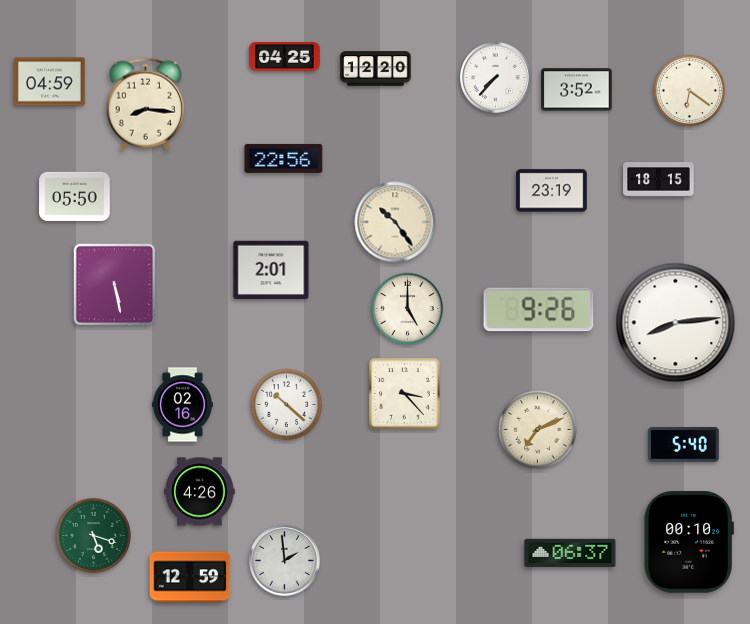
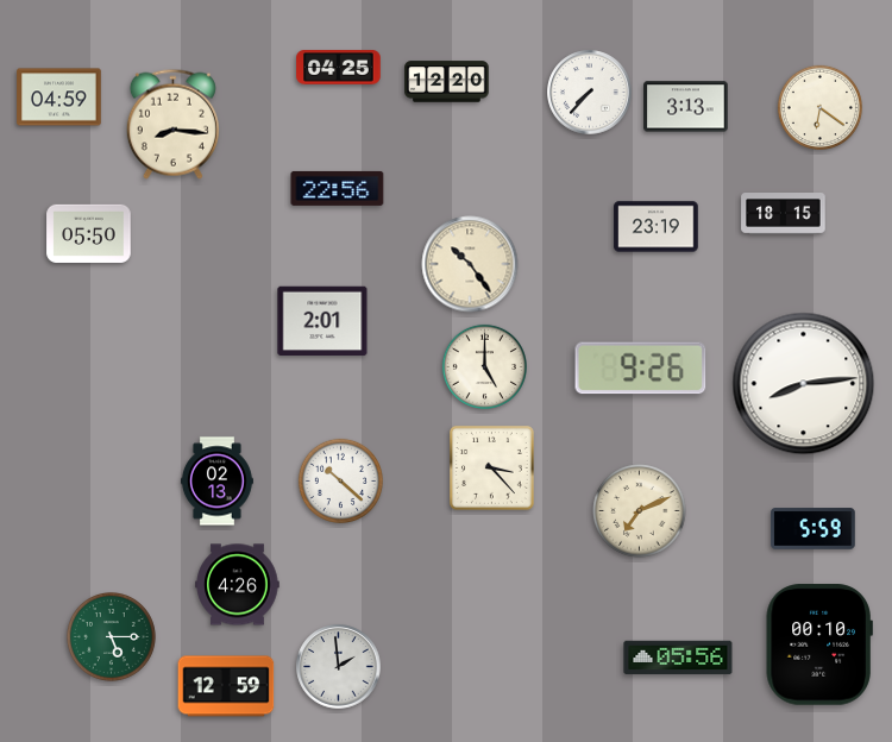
clock at (577, 90): 3:52 -> 3:13
clock at (115, 285): 5:28 -> none
clock at (405, 394) position: (405, 394) -> (492, 469)
clock at (182, 405): 02:16 -> 02:13
clock at (684, 445): 5:40 -> 5:59
clock at (93, 535): 5:18 -> 5:15
clock at (570, 553): 06:37 -> 05:56
